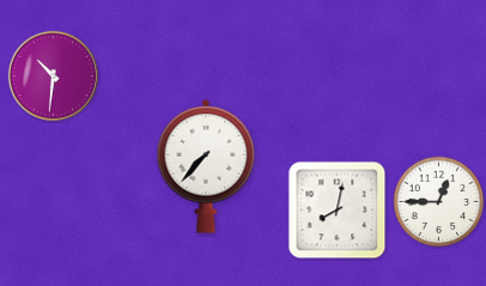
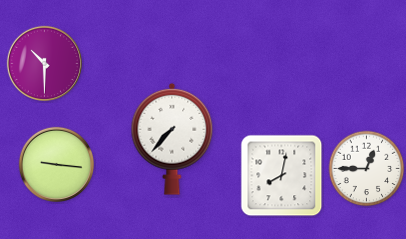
clock at (53, 75): 10:31 -> 10:30
clock at (56, 164): none -> 9:16
